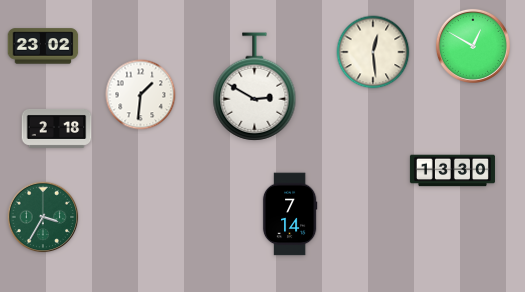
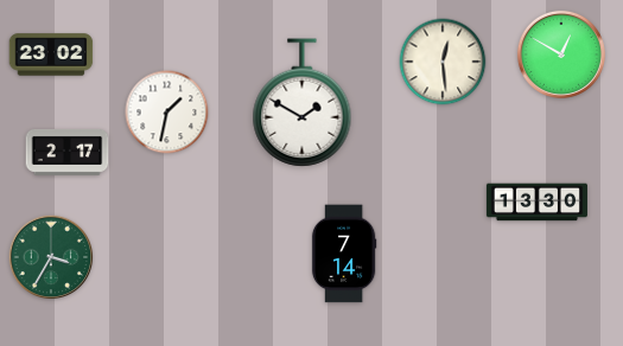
clock at (255, 87): 2:50 -> 1:50
clock at (141, 95): 1:31 -> 1:32
clock at (57, 128): 2:18 -> 2:17
